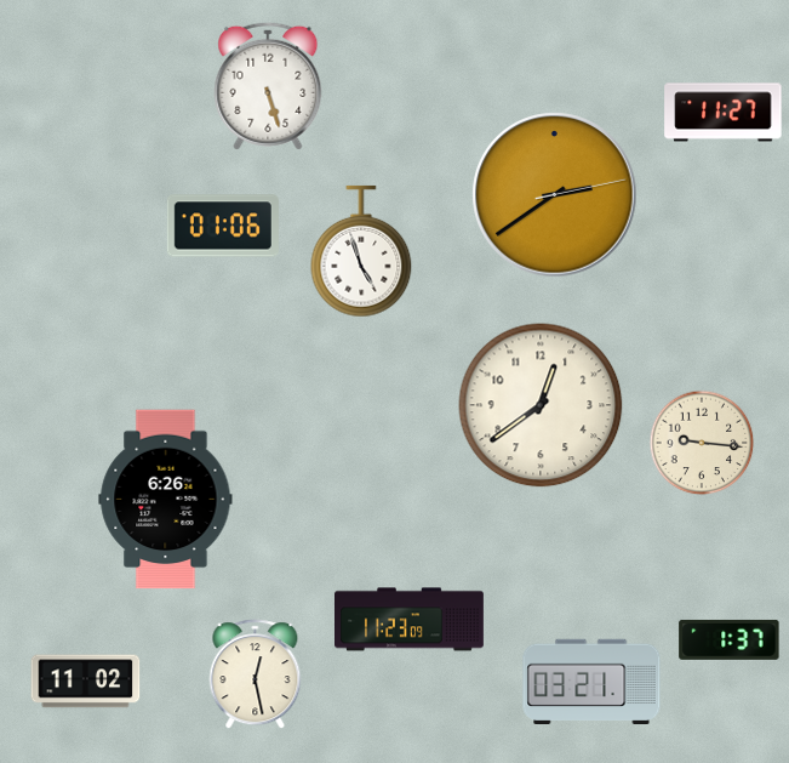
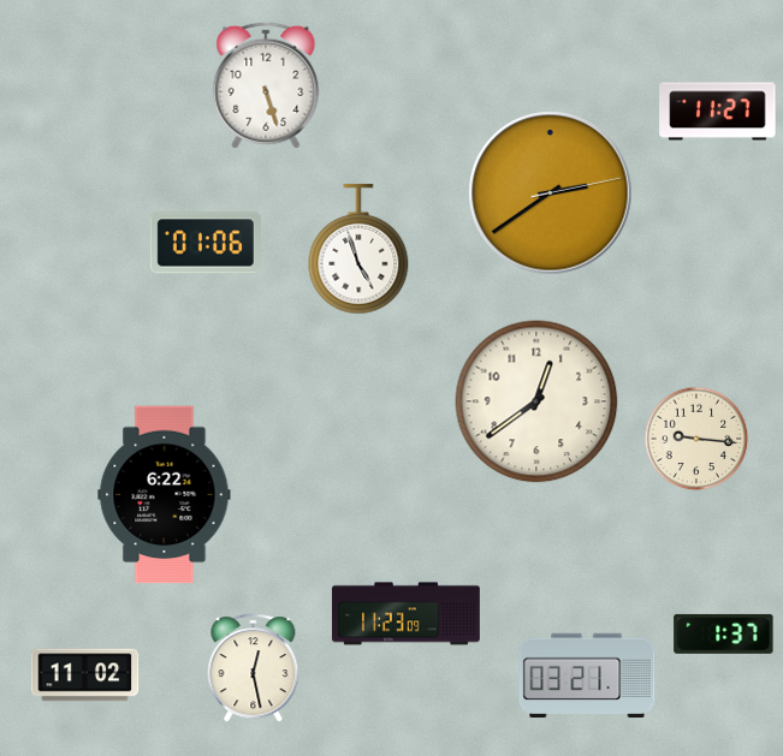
clock at (223, 226) position: (223, 226) -> (206, 243)
clock at (166, 500): 6:26 -> 6:22
